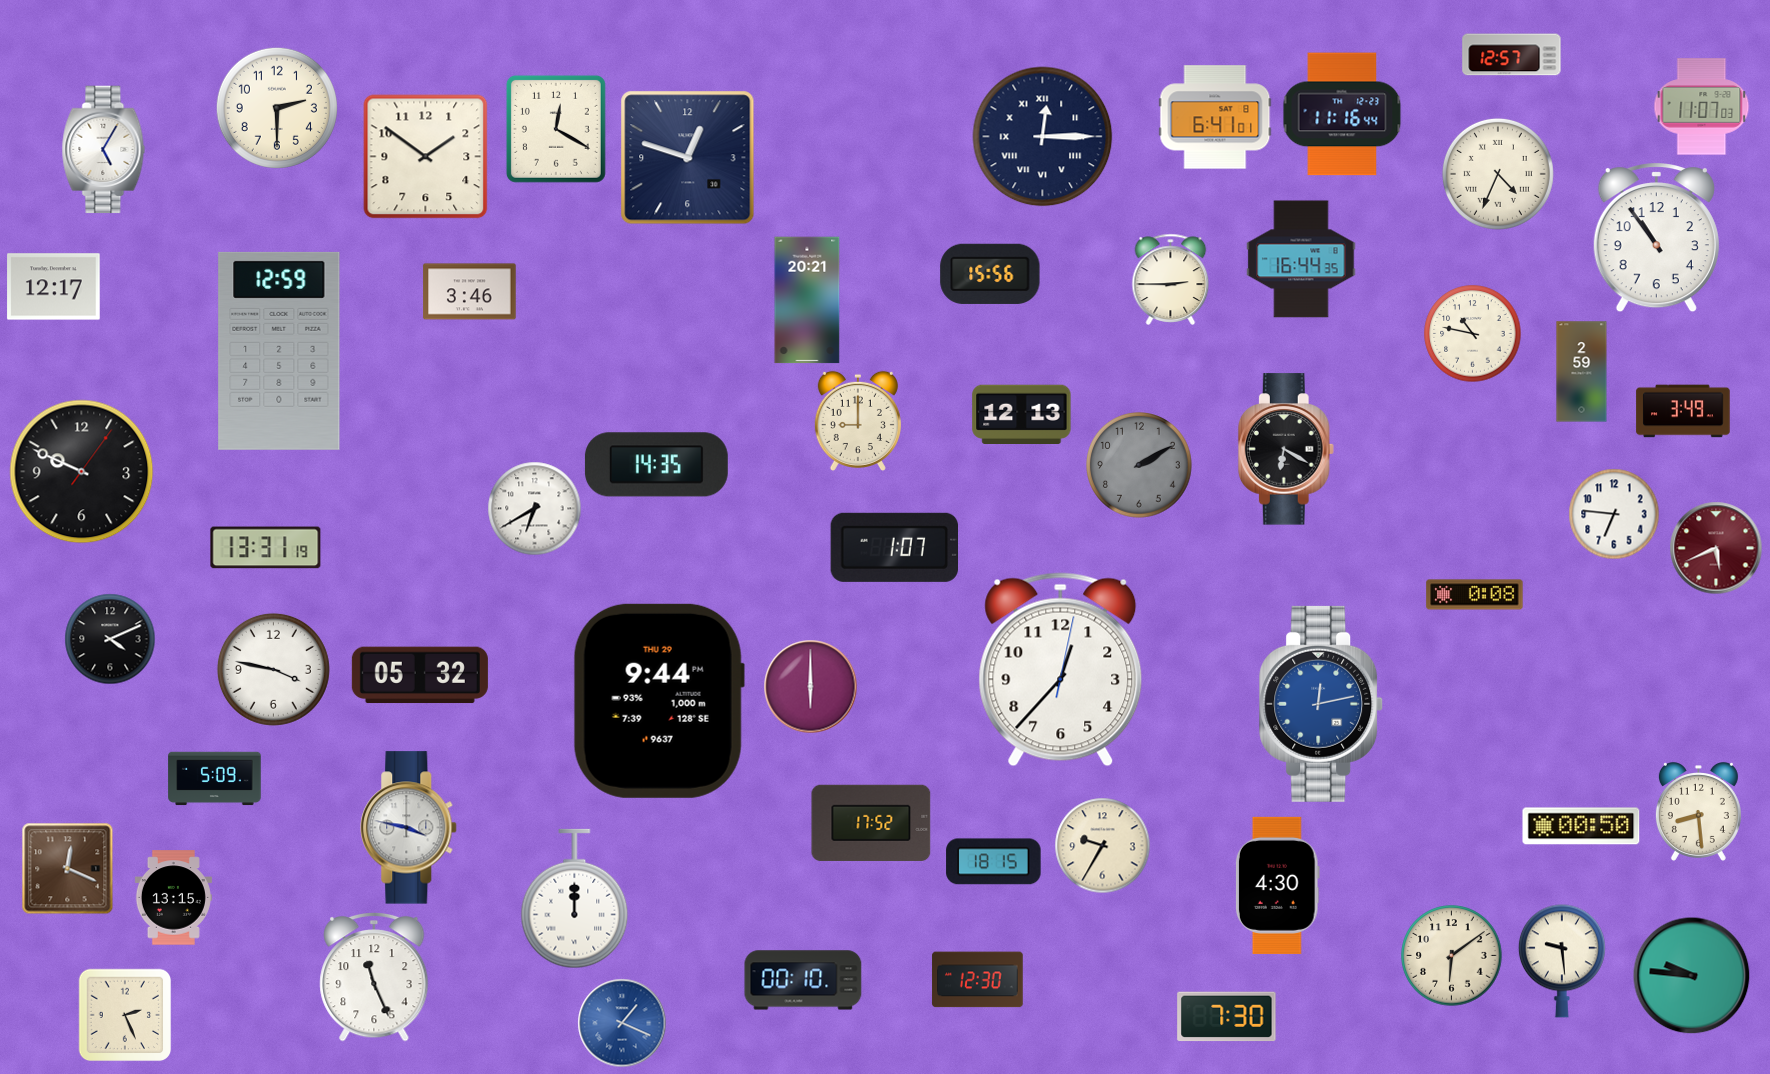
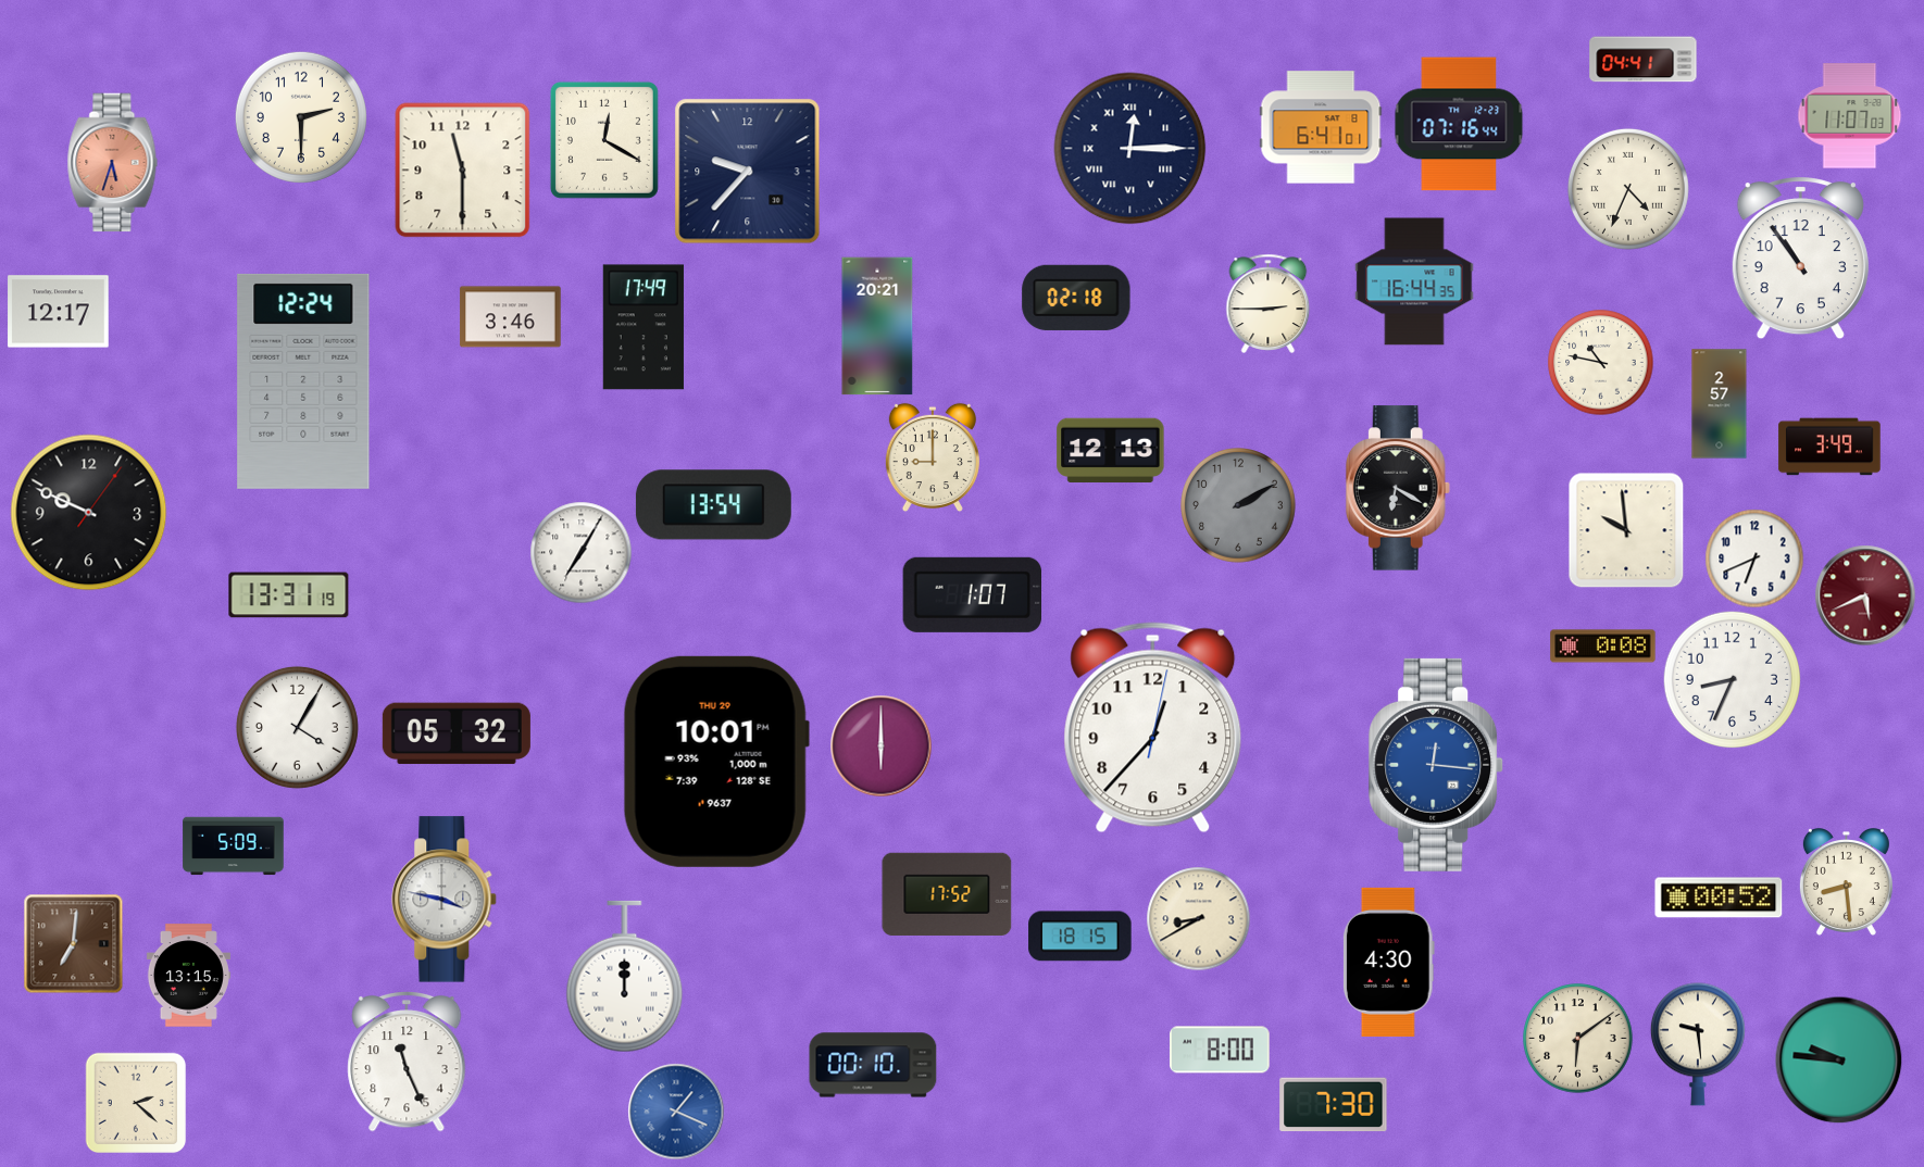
clock at (1512, 55): 12:57 -> 04:41
clock at (1342, 114): 11:16 -> 07:16
clock at (1043, 137) position: (1043, 137) -> (1130, 149)
clock at (104, 150): 5:05 -> 5:33
clock at (104, 150) dial: white -> salmon
clock at (426, 157): 1:51 -> 11:30
clock at (688, 158): 12:48 -> 9:37
clock at (990, 274): 15:56 -> 02:18
clock at (1171, 279) position: (1171, 279) -> (1269, 303)
clock at (644, 327): none -> 17:49
clock at (279, 351): 12:59 -> 12:24
clock at (1582, 372): 2:59 -> 2:57
clock at (656, 465): 14:35 -> 13:54
clock at (1626, 530): none -> 9:59
clock at (534, 508): 6:40 -> 7:05
clock at (1614, 514): 6:46 -> 6:41
clock at (1732, 679): none -> 8:34
clock at (110, 639): 4:11 -> none
clock at (273, 669): 3:47 -> 4:05
clock at (659, 701): 9:44 -> 10:01
clock at (1322, 704): 12:13 -> 12:16
clock at (1581, 826): 00:50 -> 00:52
clock at (1102, 845): 9:35 -> 8:40
clock at (67, 868): 12:19 -> 7:01
clock at (1220, 1050): none -> 8:00
clock at (978, 980): 12:30 -> none
clock at (125, 1015): 2:26 -> 2:22
